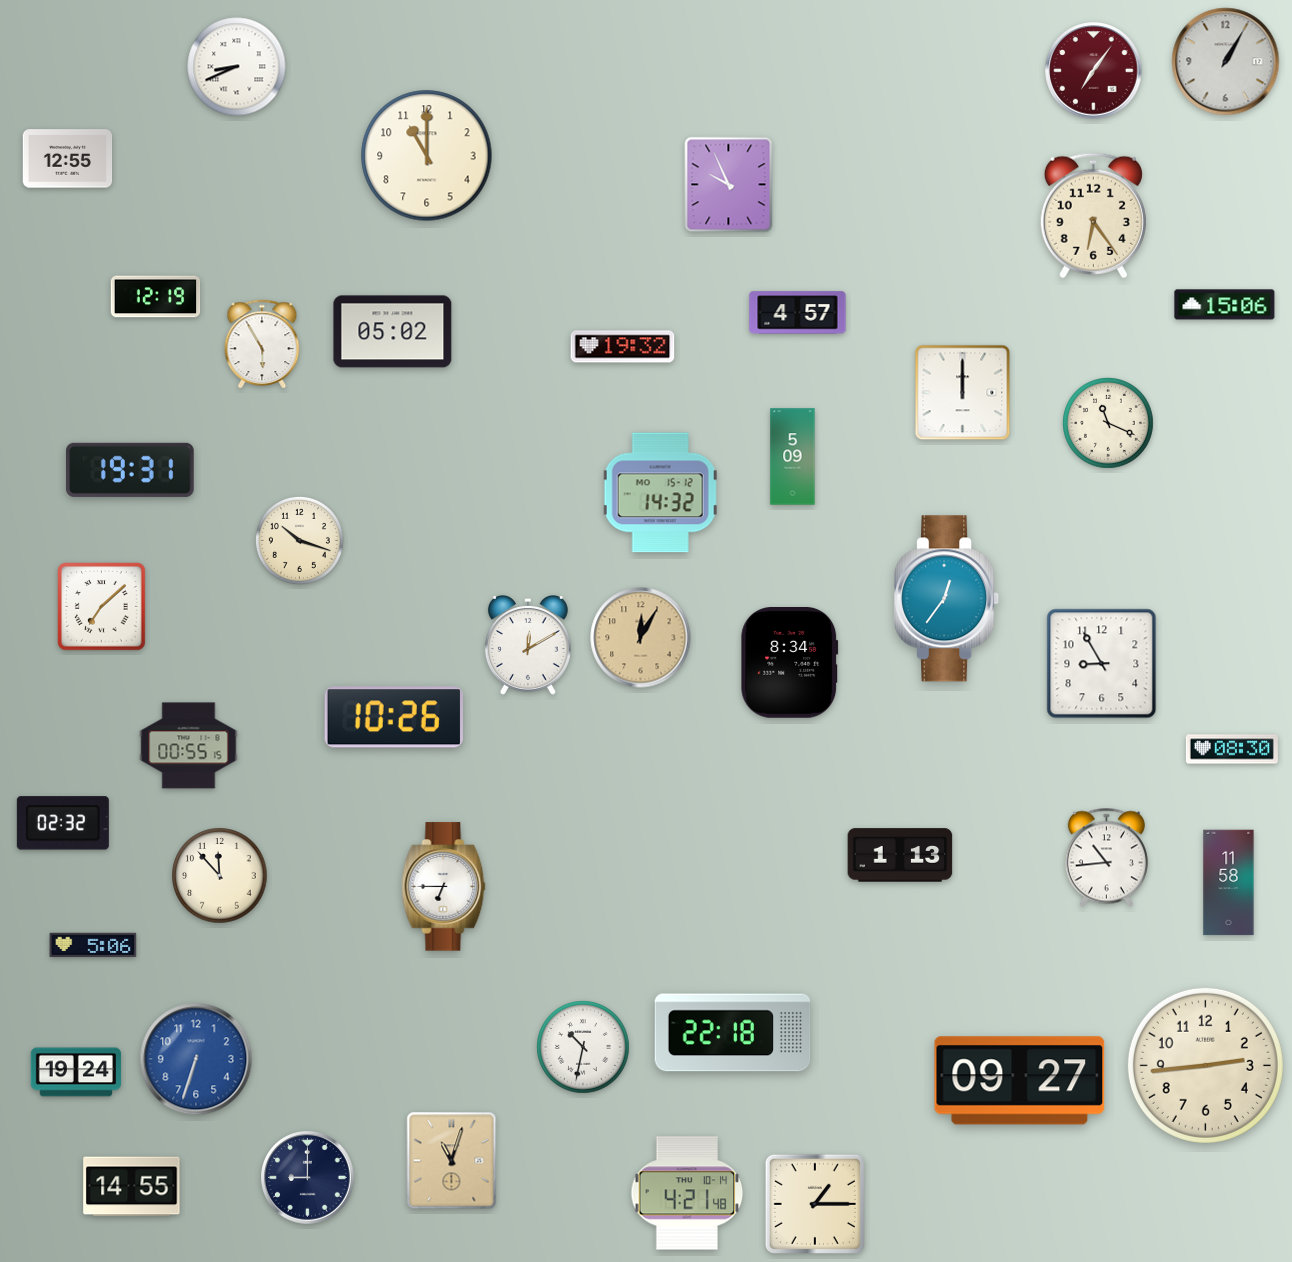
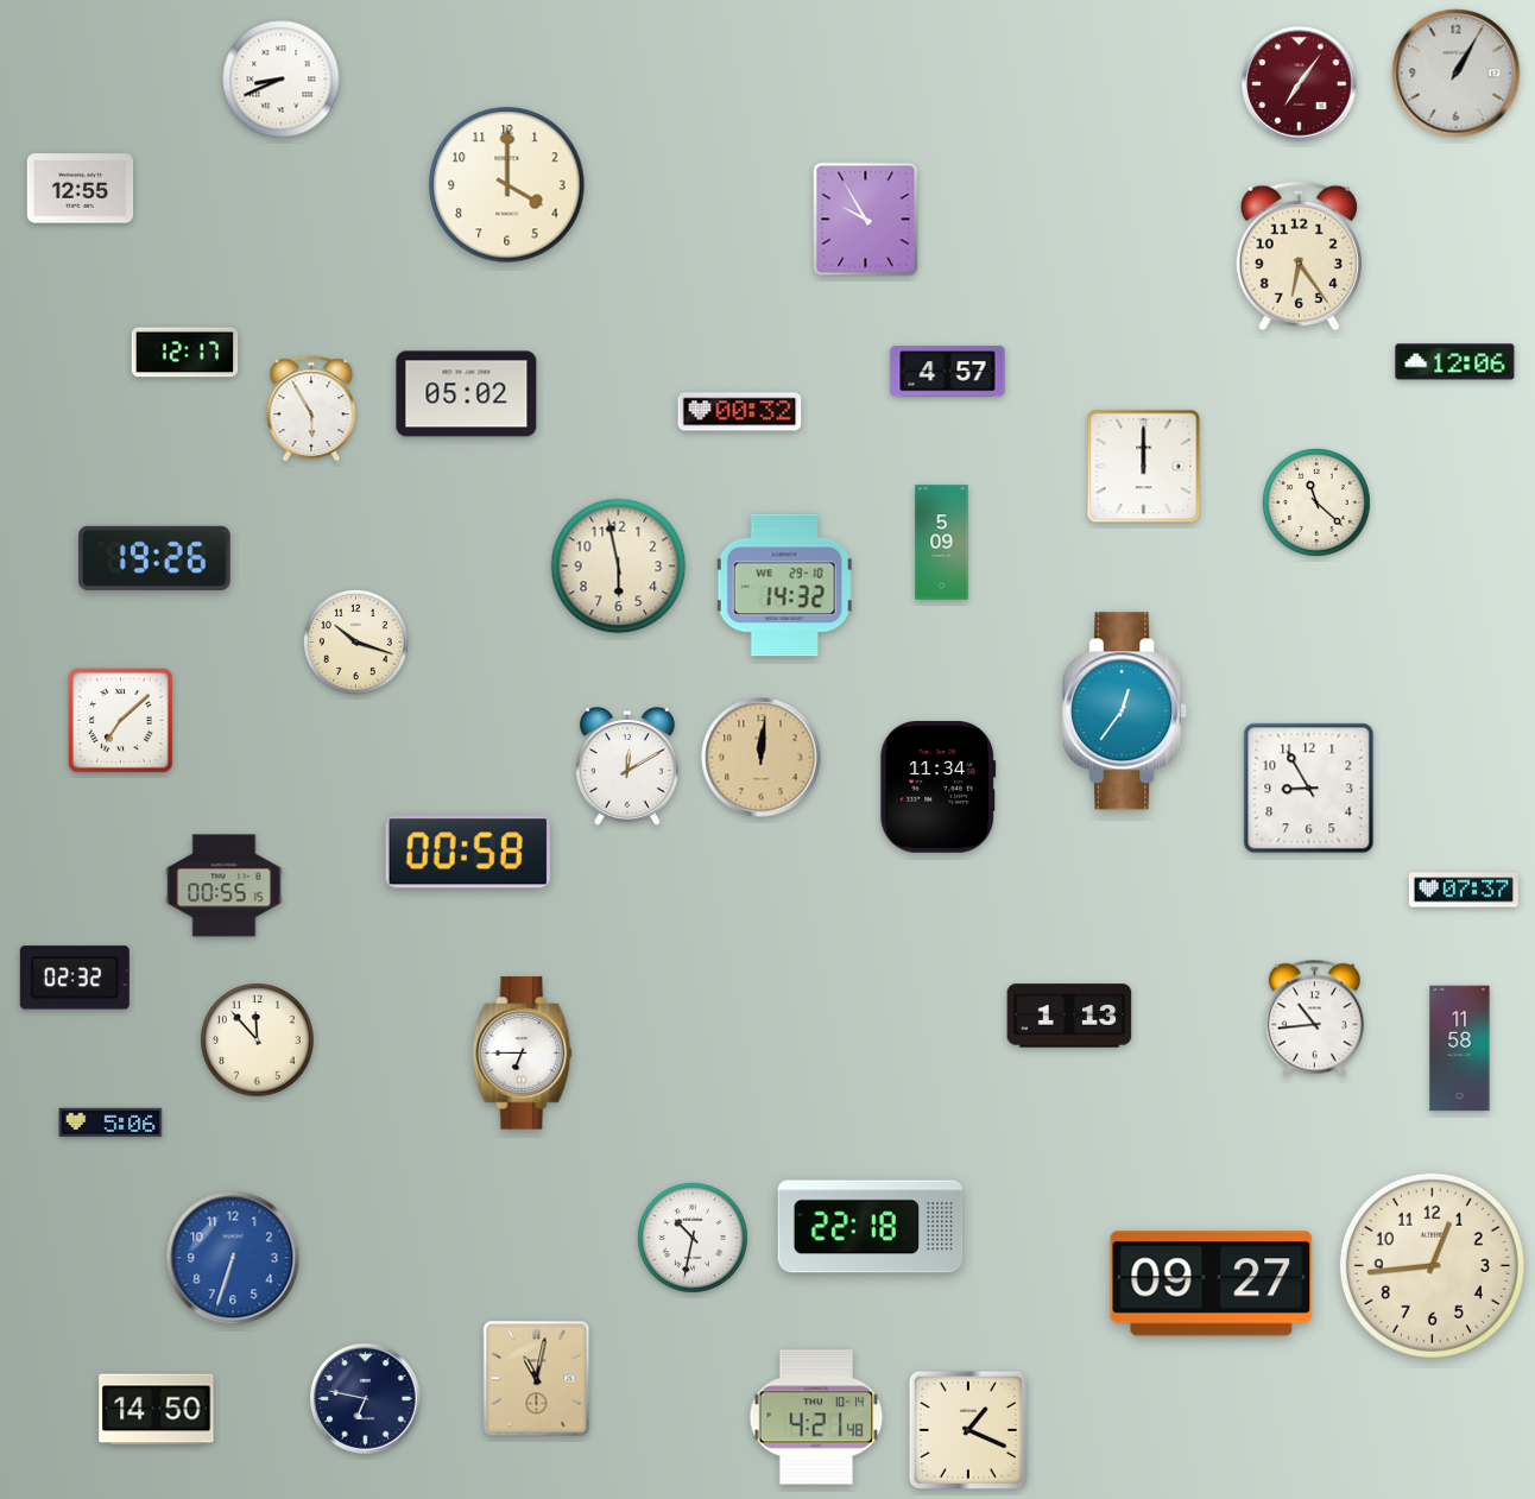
clock at (427, 156): 11:00 -> 4:00
clock at (729, 185): 9:56 -> 9:55
clock at (156, 297): 12:19 -> 12:17
clock at (1225, 305): 15:06 -> 12:06
clock at (623, 347): 19:32 -> 00:32
clock at (1109, 424): 11:19 -> 11:22
clock at (131, 470): 19:31 -> 19:26
clock at (619, 567): none -> 5:58
clock at (660, 493) date: MO 15-12 -> WE 29-10
clock at (641, 638): 12:05 -> 12:01
clock at (790, 663): 8:34 -> 11:34
clock at (393, 717): 10:26 -> 00:58
clock at (1232, 749): 08:30 -> 07:37
clock at (220, 876) position: (220, 876) -> (258, 1041)
clock at (444, 887) position: (444, 887) -> (523, 1054)
clock at (583, 1047) position: (583, 1047) -> (693, 1238)
clock at (1205, 1065): 2:44 -> 12:44
clock at (76, 1072): 19:24 -> none
clock at (452, 1161): 11:03 -> 11:02
clock at (308, 1178): 9:00 -> 6:47
clock at (132, 1187): 14:55 -> 14:50
clock at (815, 1204): 1:15 -> 1:19
